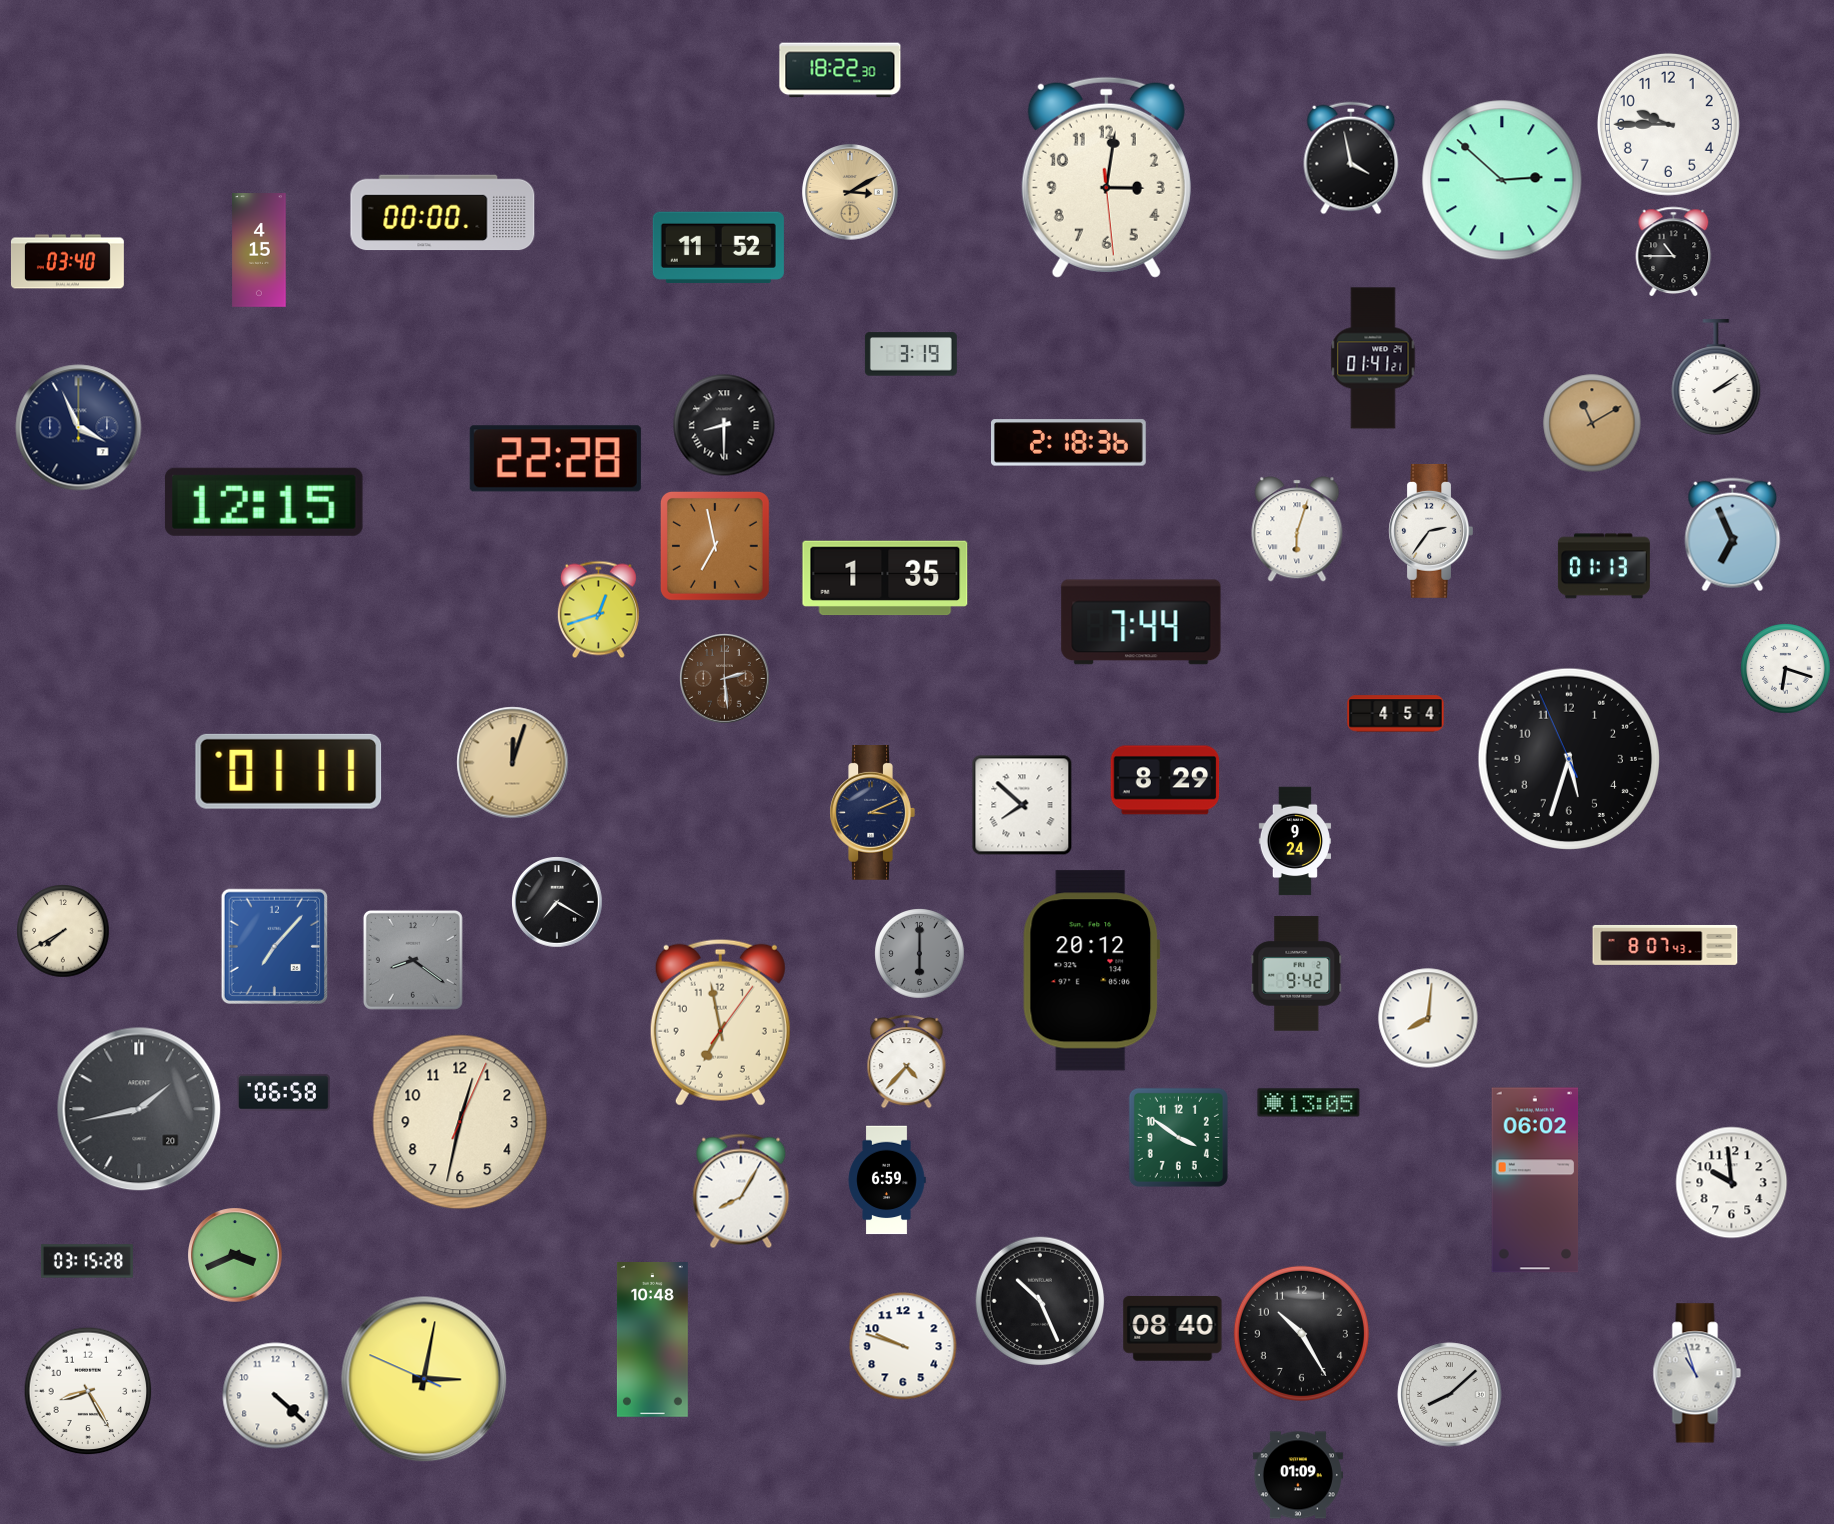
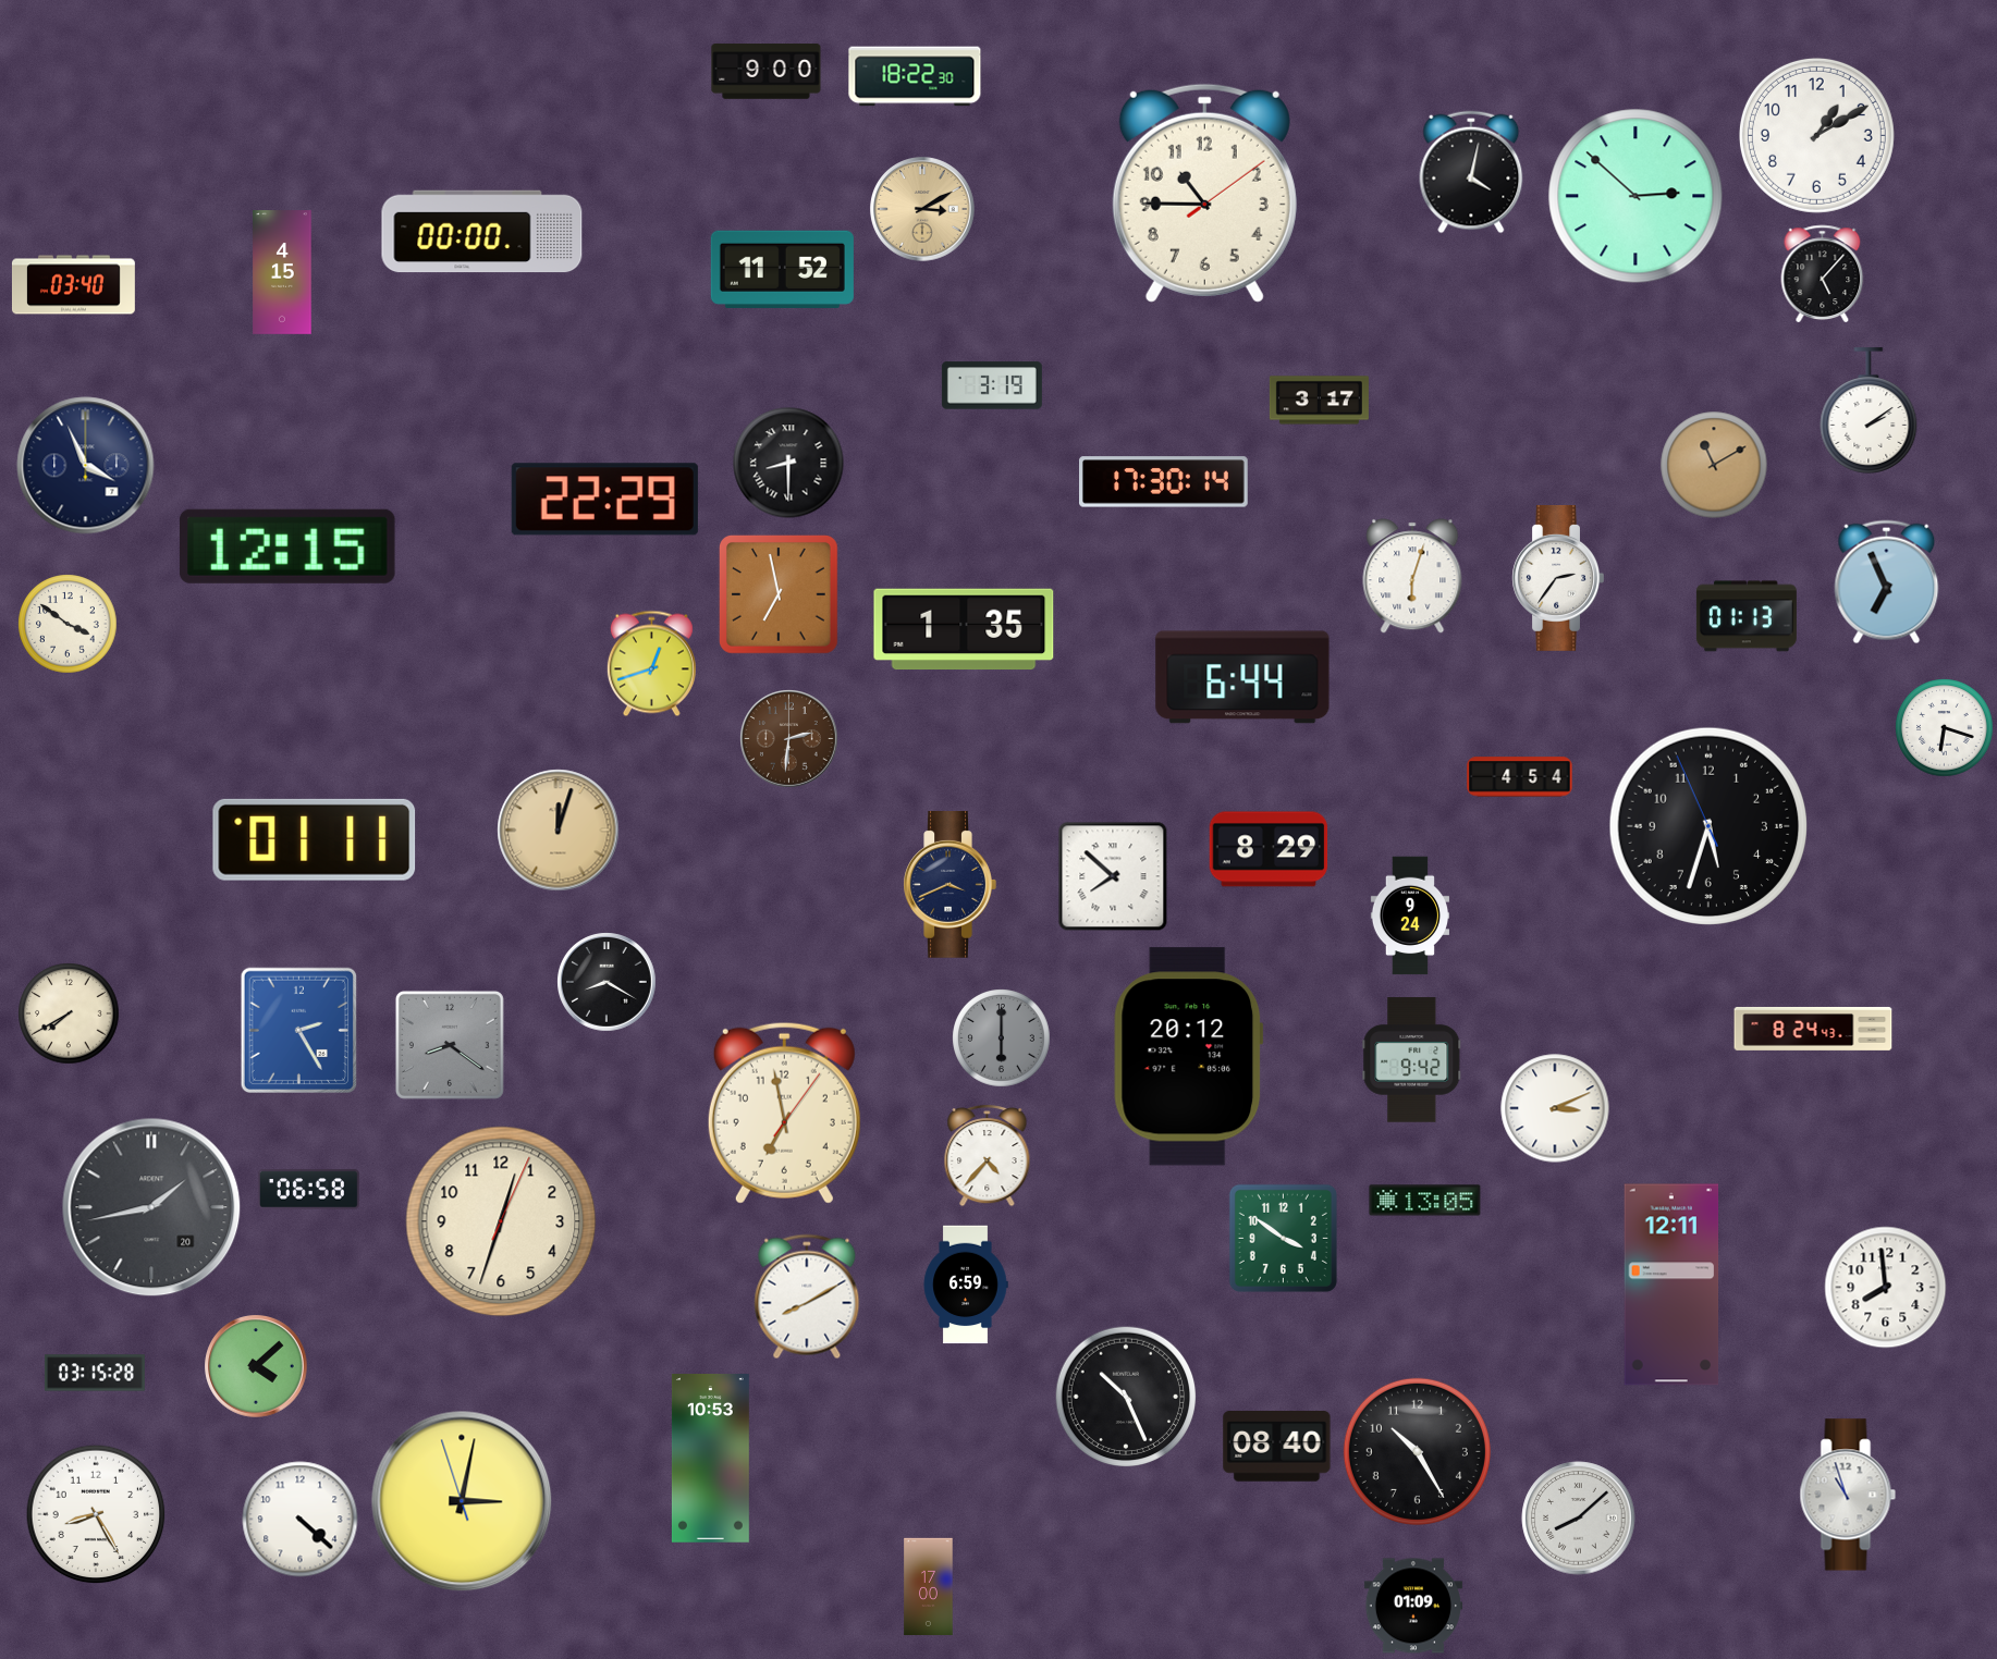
clock at (767, 72): none -> 9:00
clock at (1668, 124): 9:45 -> 1:10
clock at (1351, 158): 3:58 -> 4:02
clock at (1106, 177): 3:01 -> 10:45
clock at (850, 192) position: (850, 192) -> (922, 209)
clock at (1674, 251): 10:45 -> 5:07
clock at (1373, 358): 01:41 -> none
clock at (1319, 401): none -> 3:17
clock at (1592, 423) position: (1592, 423) -> (1714, 465)
clock at (1069, 443): 2:18 -> 17:30
clock at (555, 459): 22:28 -> 22:29
clock at (68, 624): none -> 3:51
clock at (1141, 622): 7:44 -> 6:44
clock at (725, 679): 2:29 -> 2:31
clock at (872, 813): 3:11 -> 3:41
clock at (557, 902): 7:20 -> 8:20
clock at (1665, 945): 8:07 -> 8:24
clock at (274, 946): 7:07 -> 2:25
clock at (1428, 1018): 8:01 -> 3:11
clock at (460, 1122): 12:32 -> 12:33
clock at (1535, 1180): 06:02 -> 12:11
clock at (1732, 1183): 9:59 -> 7:59
clock at (741, 1191): 8:05 -> 8:10
clock at (235, 1255): 3:41 -> 4:08
clock at (1040, 1301) position: (1040, 1301) -> (1126, 1397)
clock at (652, 1340): 10:48 -> 10:53
clock at (903, 1346): 9:48 -> none
clock at (424, 1379): 3:01:49 -> 3:01:57
clock at (929, 1587): none -> 17:00
